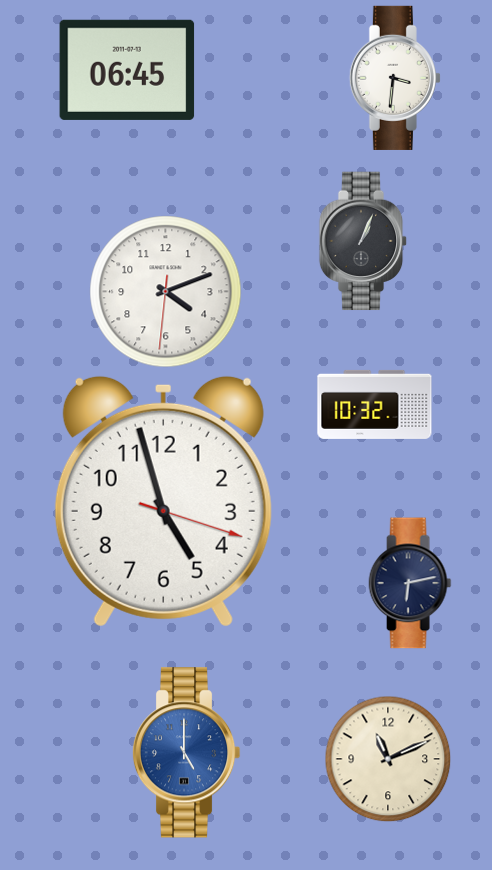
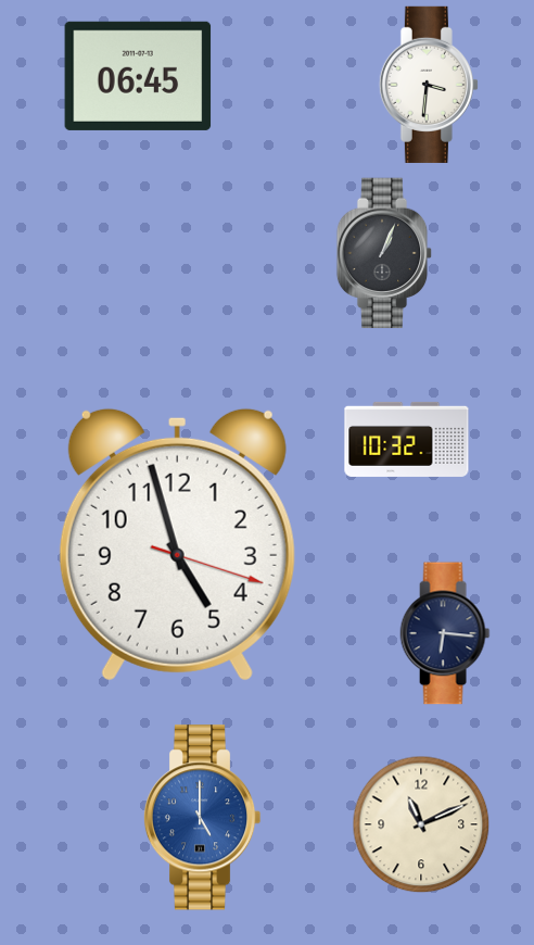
clock at (363, 241) position: (363, 241) -> (384, 253)
clock at (166, 292): 4:11 -> none
clock at (410, 583): 6:13 -> 6:16
